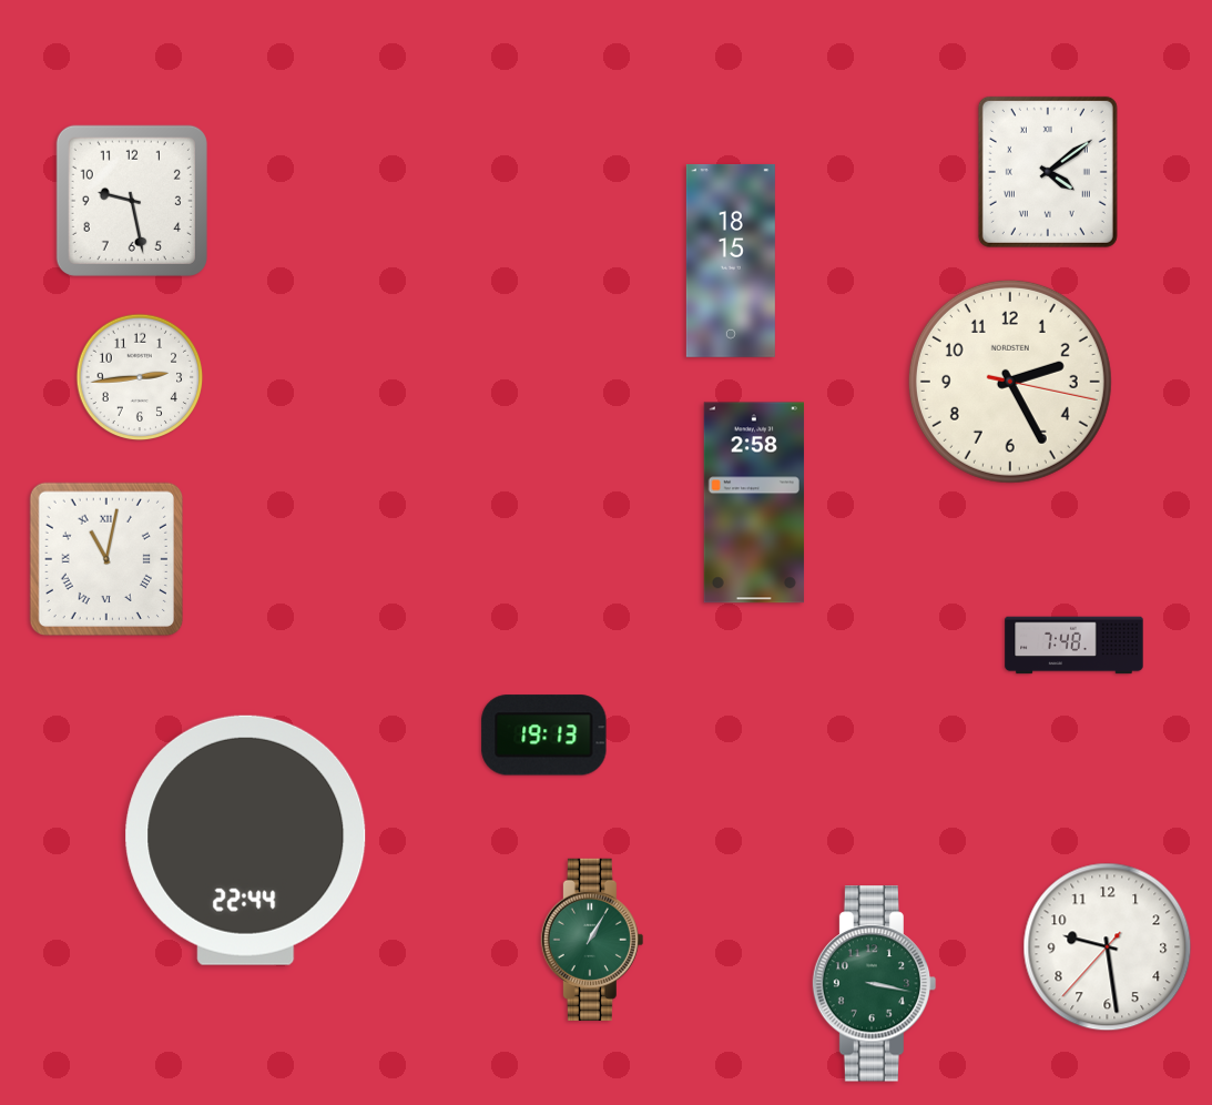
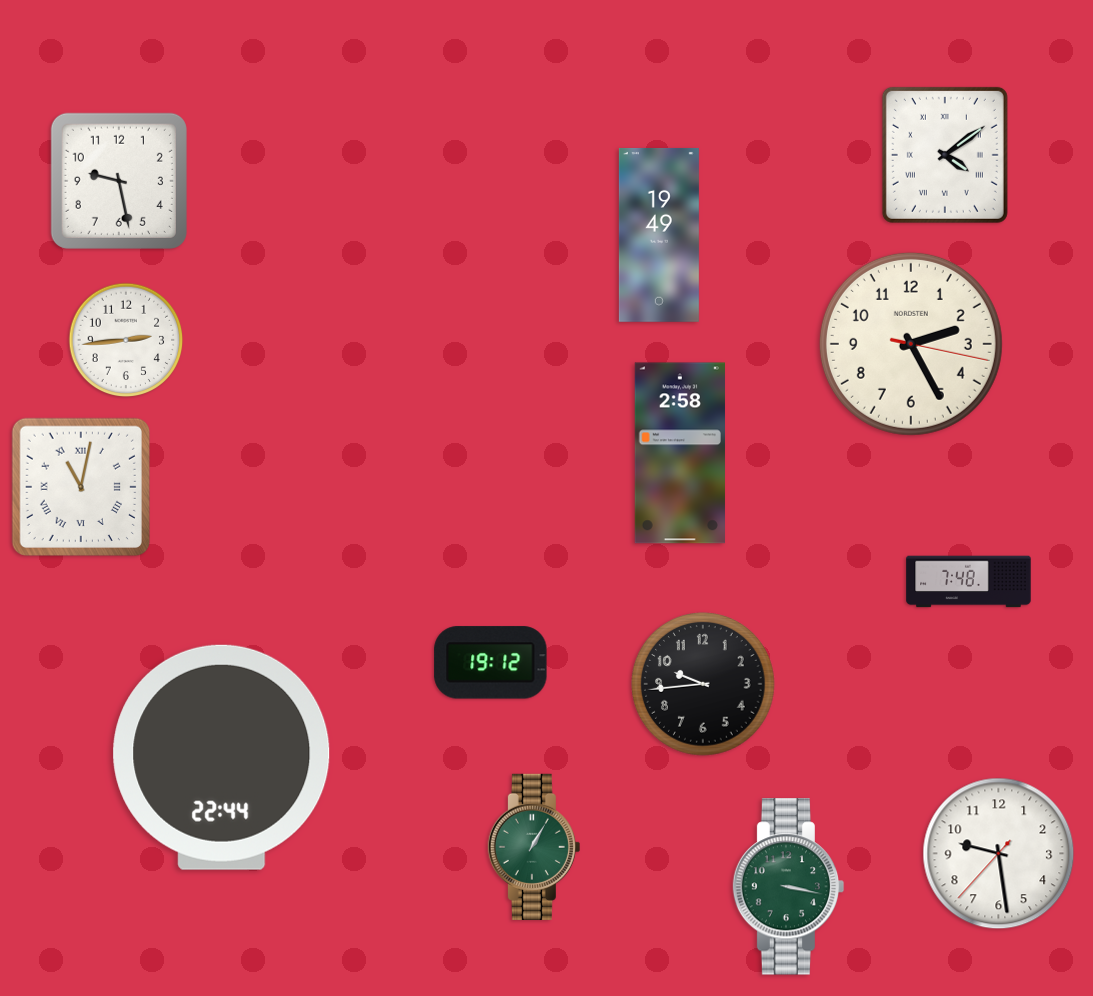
clock at (731, 261): 18:15 -> 19:49
clock at (106, 559) position: (106, 559) -> (81, 487)
clock at (544, 736): 19:13 -> 19:12
clock at (703, 684): none -> 9:44
